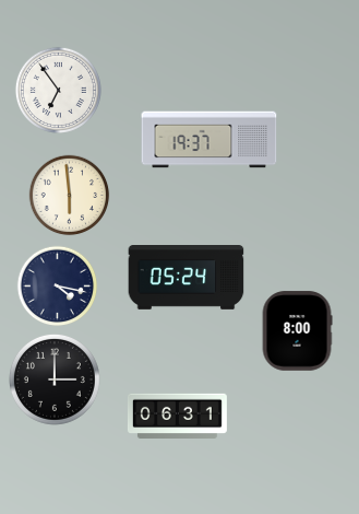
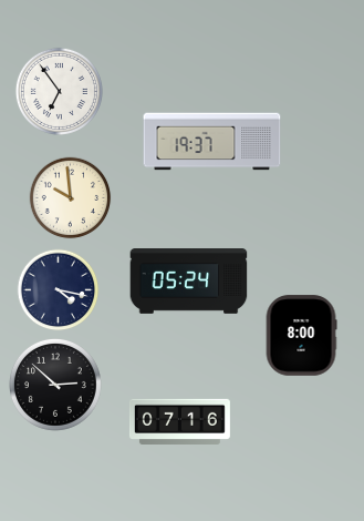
clock at (70, 196): 5:59 -> 9:59
clock at (55, 379): 3:00 -> 2:52
clock at (177, 416): 06:31 -> 07:16
